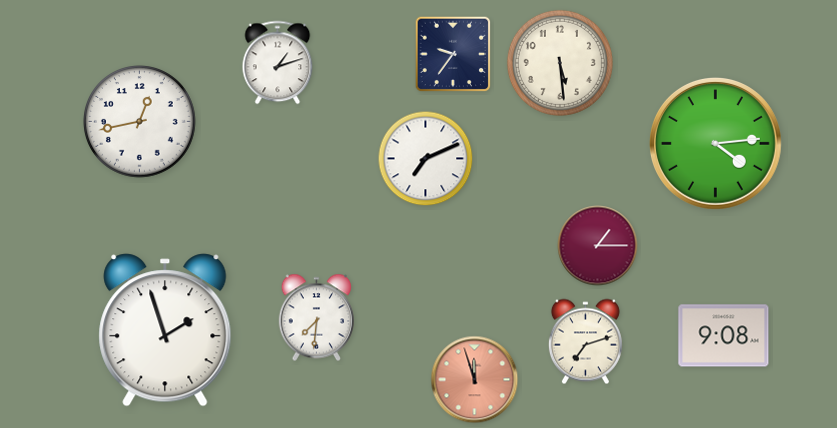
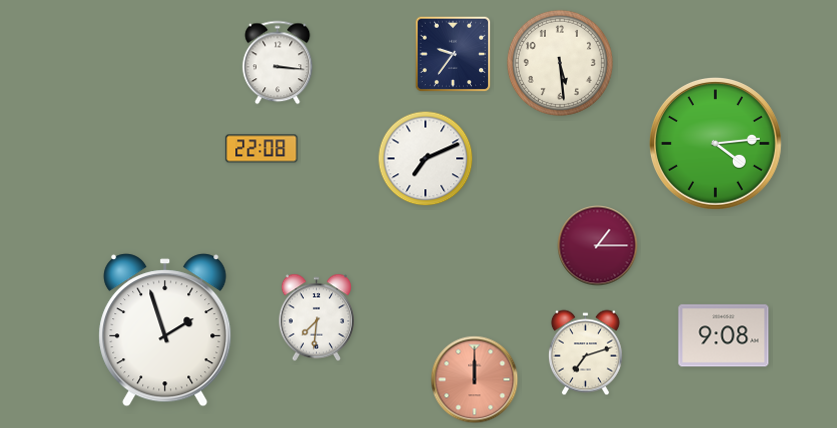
clock at (278, 63): 1:12 -> 3:16
clock at (140, 122): 12:43 -> none
clock at (262, 149): none -> 22:08
clock at (585, 342) position: (585, 342) -> (585, 353)
clock at (475, 380): 11:57 -> 12:00
